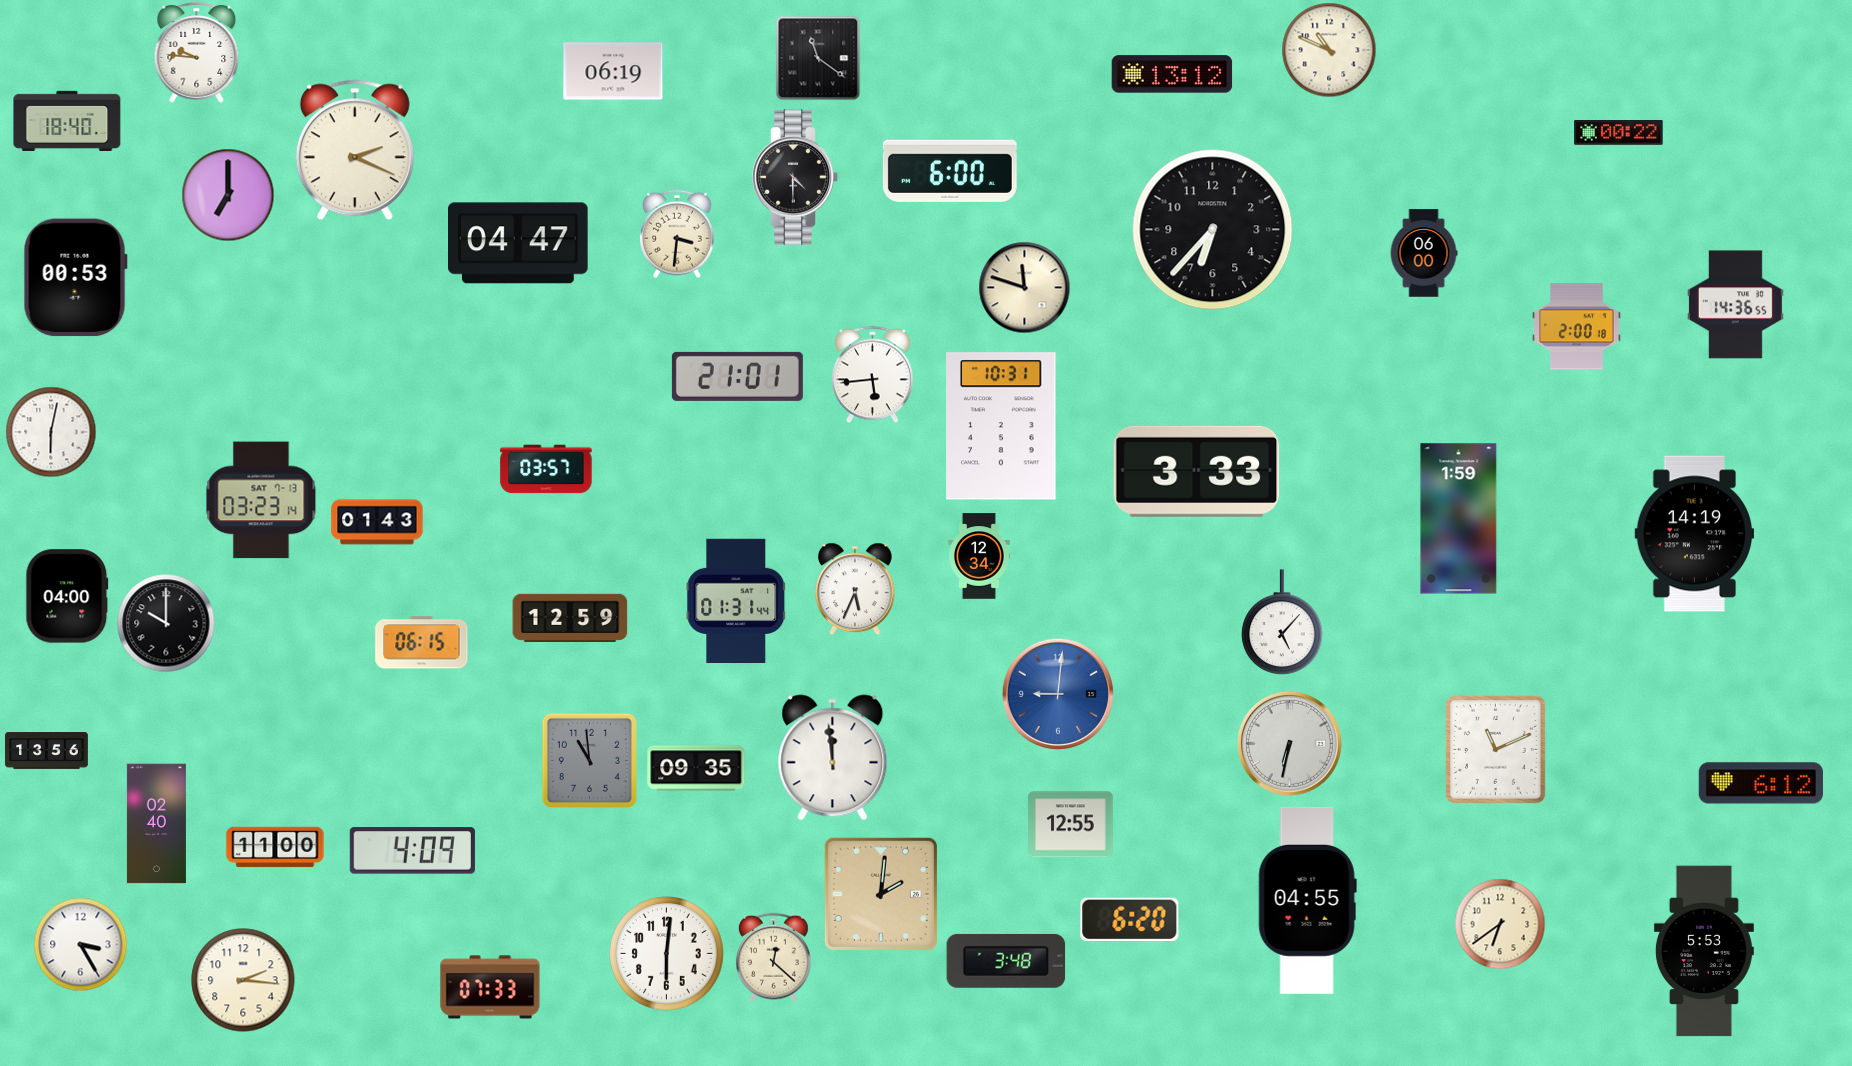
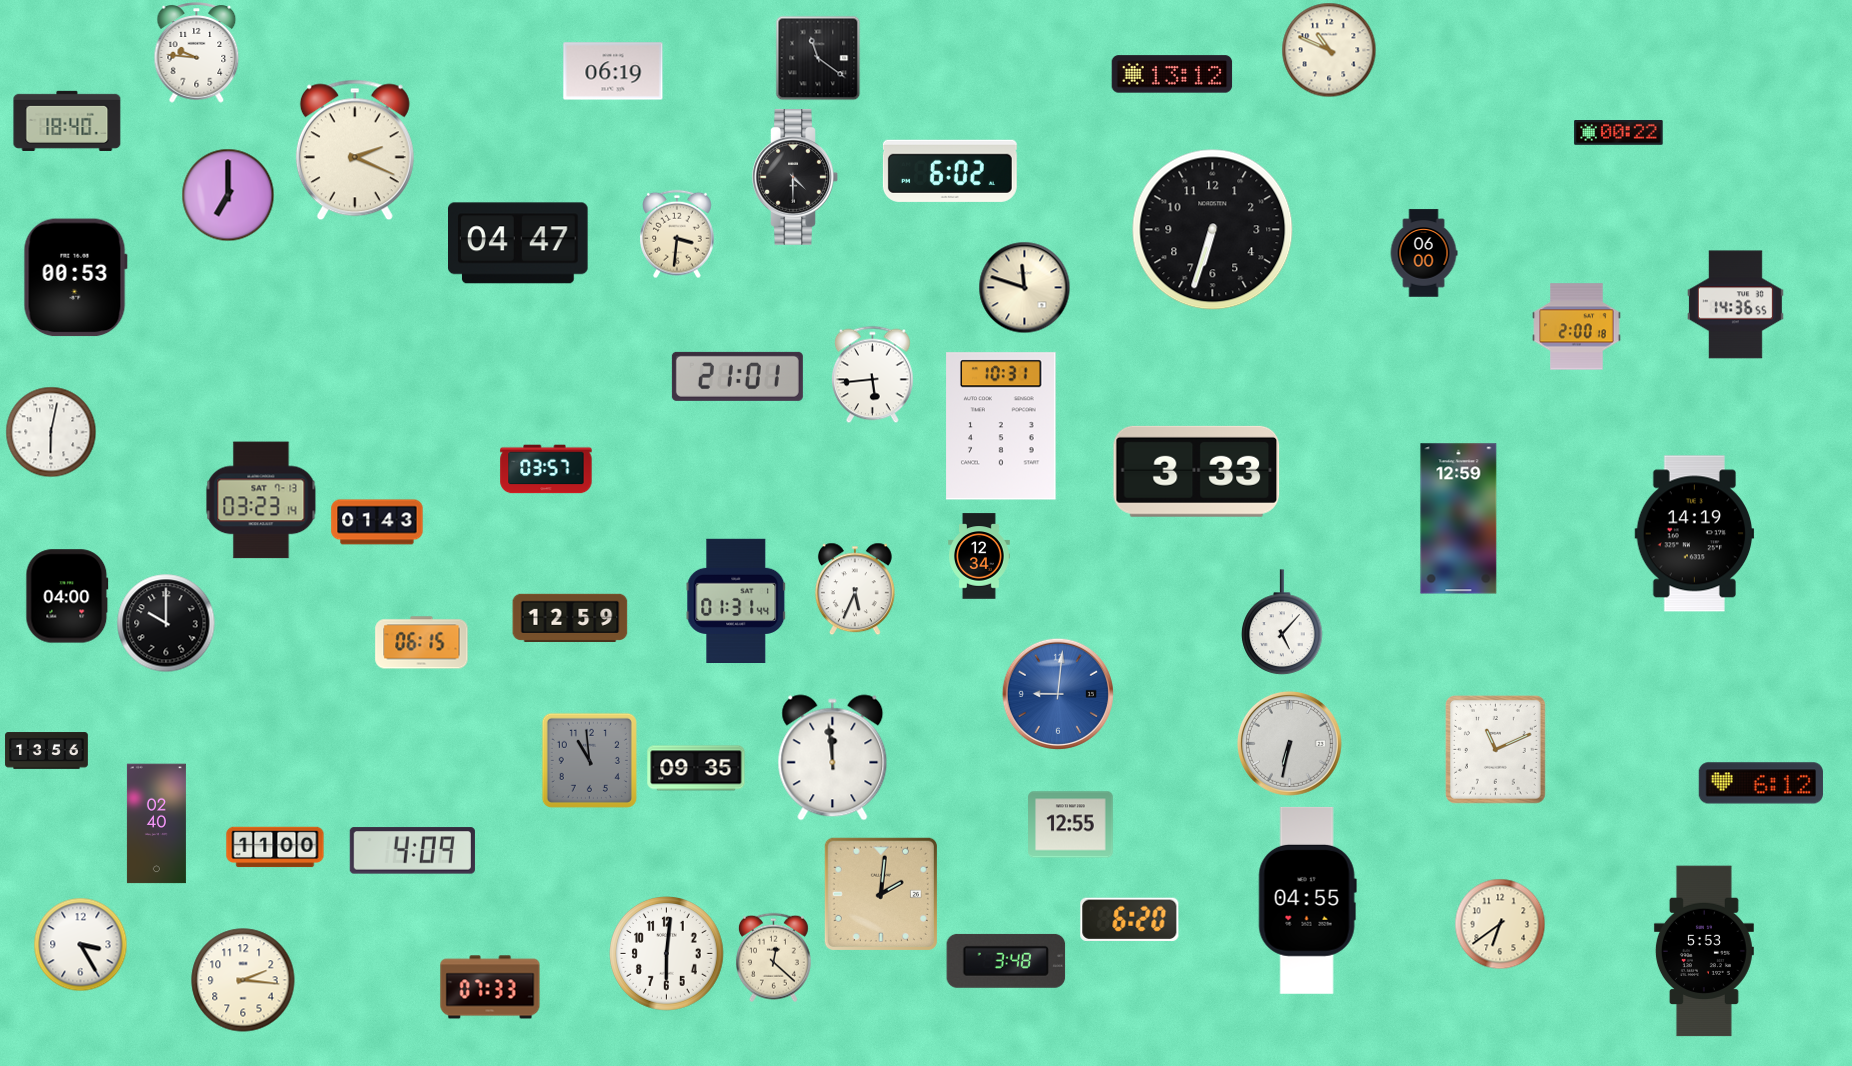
clock at (950, 171): 6:00 -> 6:02
clock at (1213, 230): 6:37 -> 6:33
clock at (1459, 519): 1:59 -> 12:59
